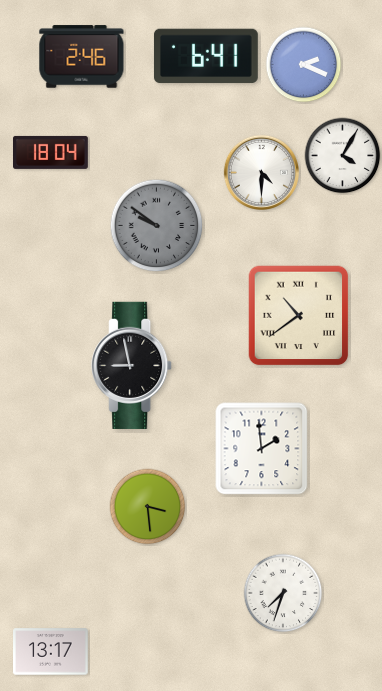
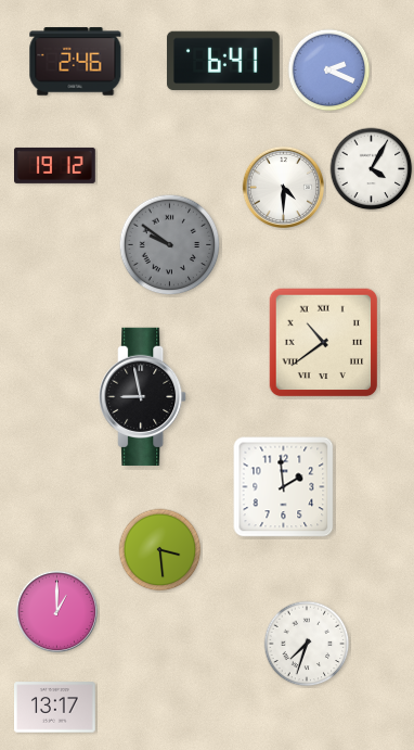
clock at (82, 57) position: (82, 57) -> (76, 62)
clock at (51, 152): 18:04 -> 19:12
clock at (56, 611): none -> 1:00
